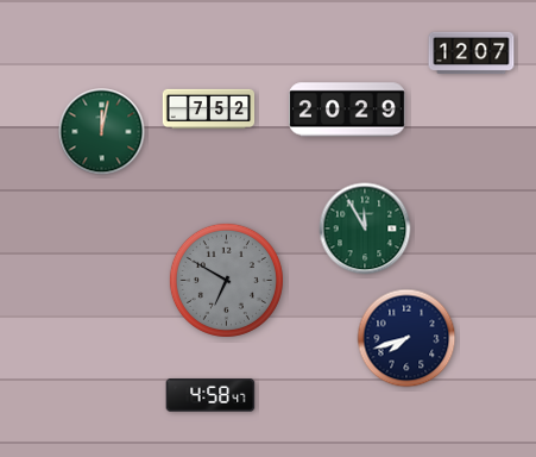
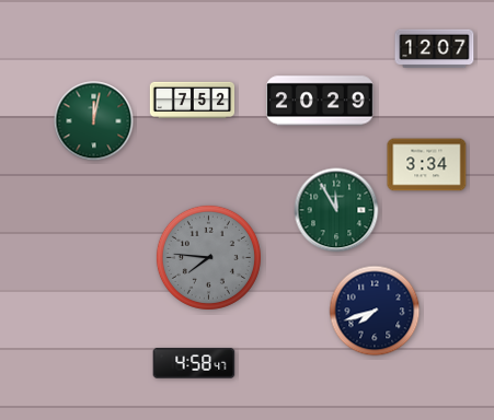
clock at (427, 165): none -> 3:34
clock at (226, 280): 6:50 -> 7:46
